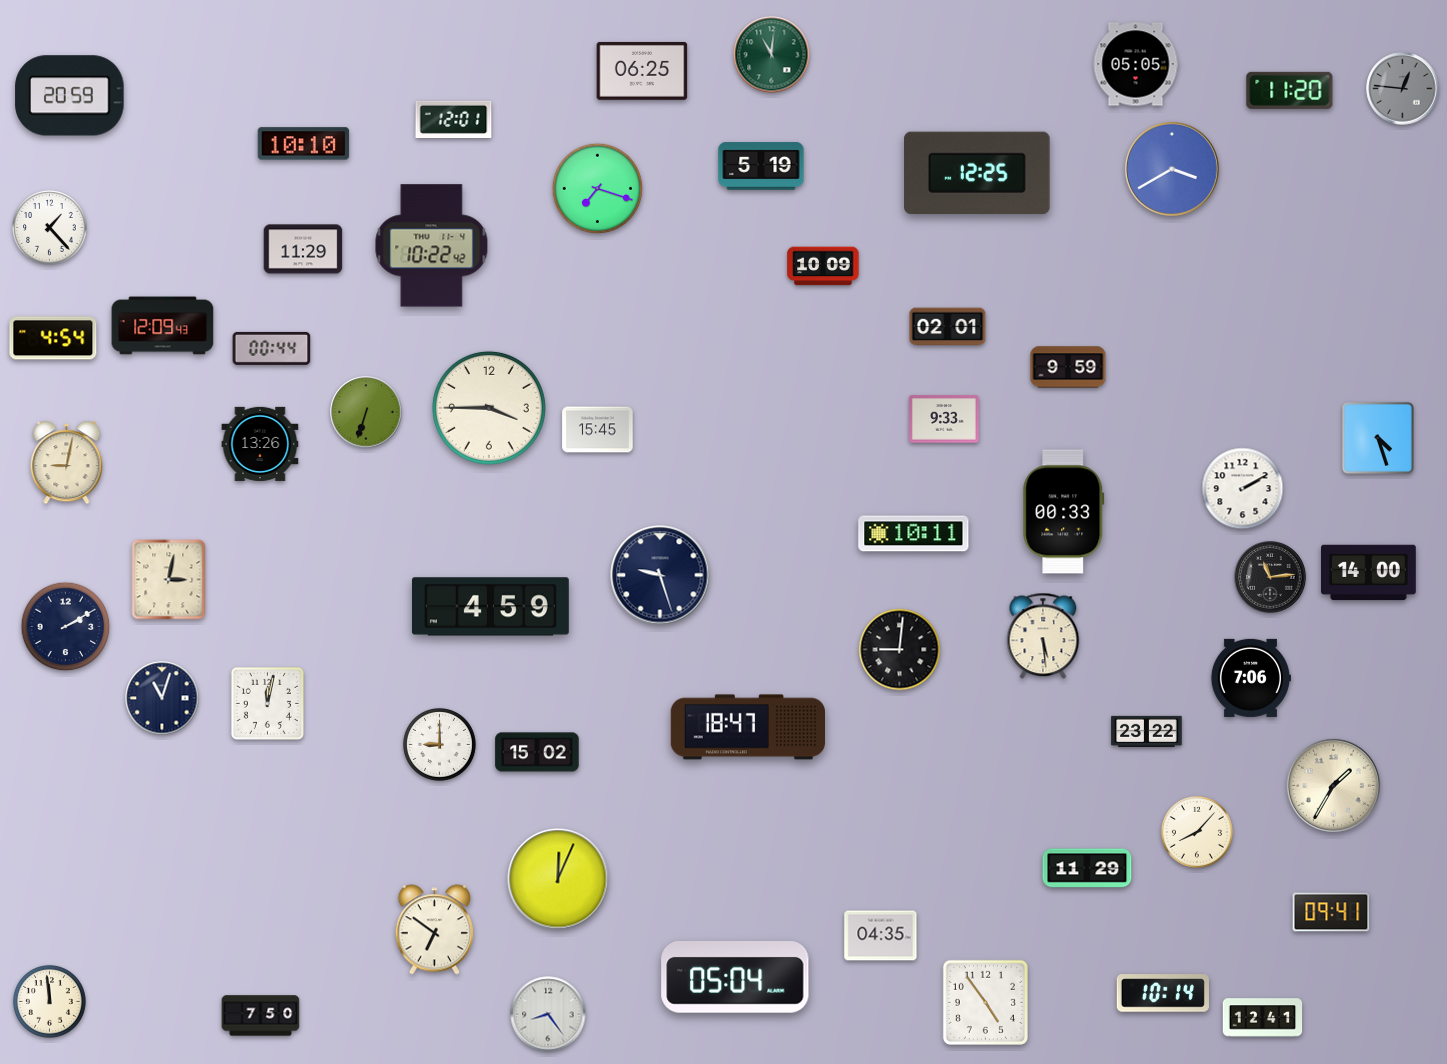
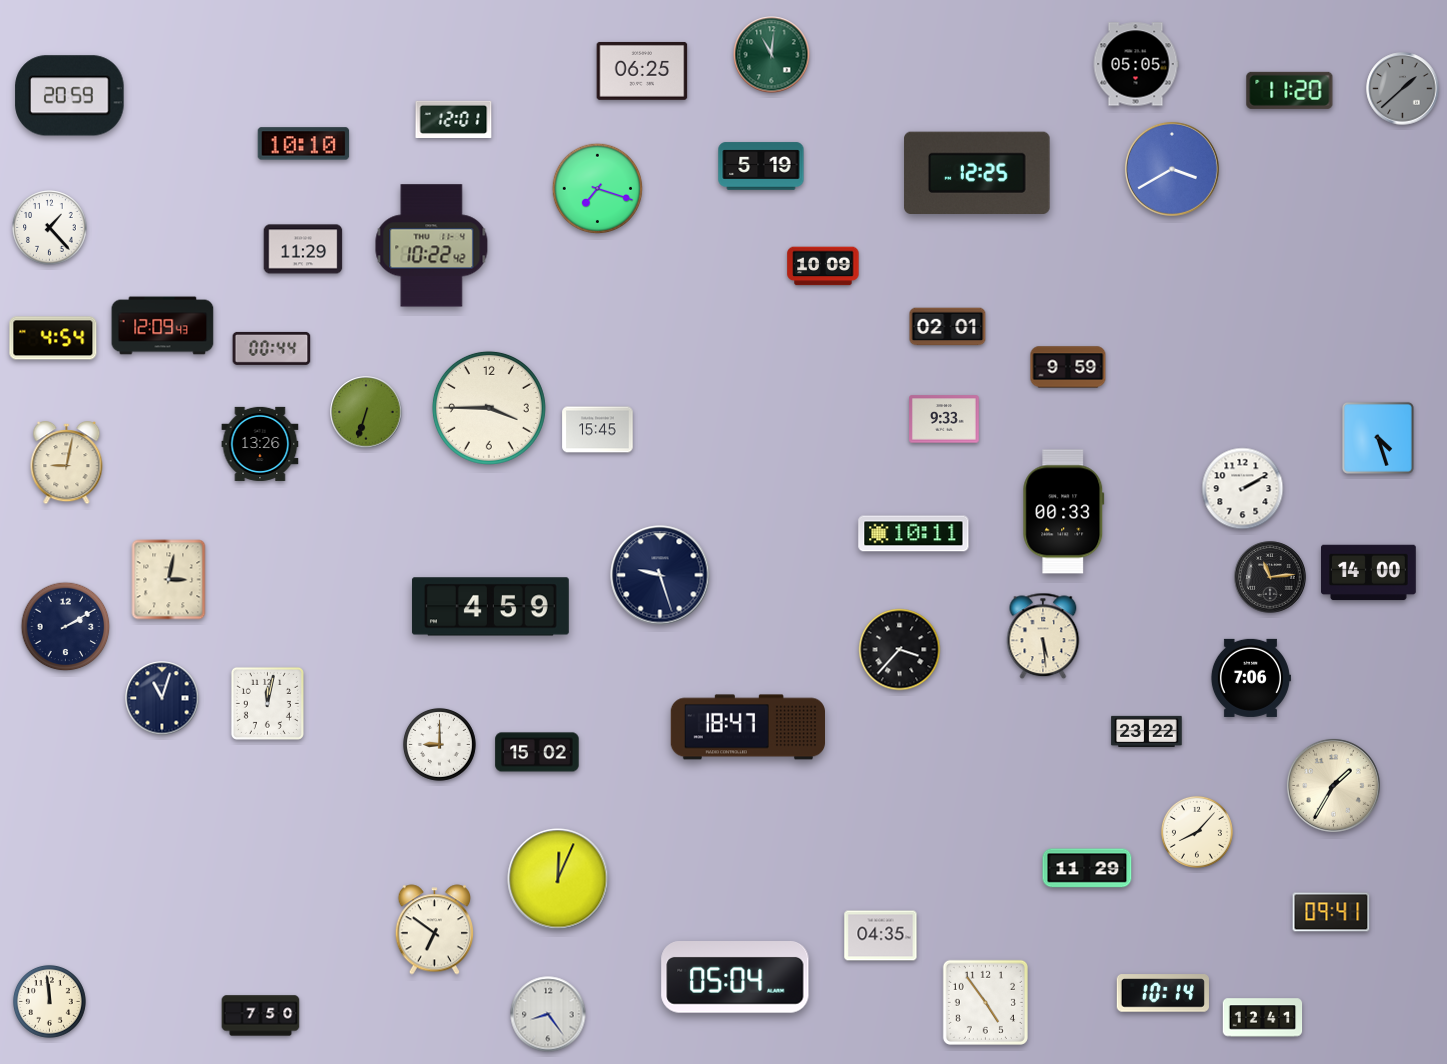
clock at (1403, 89): 12:46 -> 1:38
clock at (900, 650): 9:01 -> 3:37
